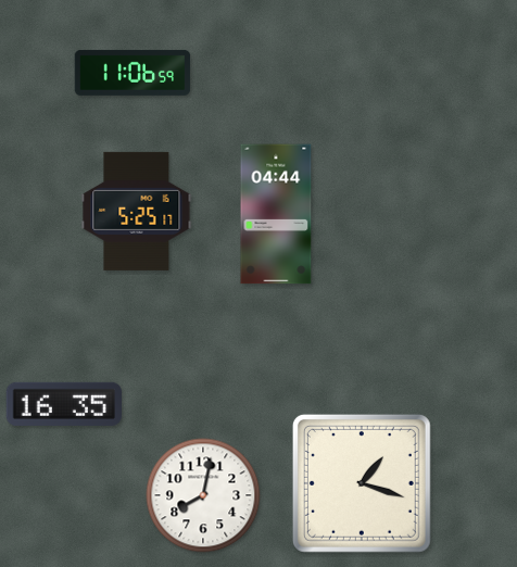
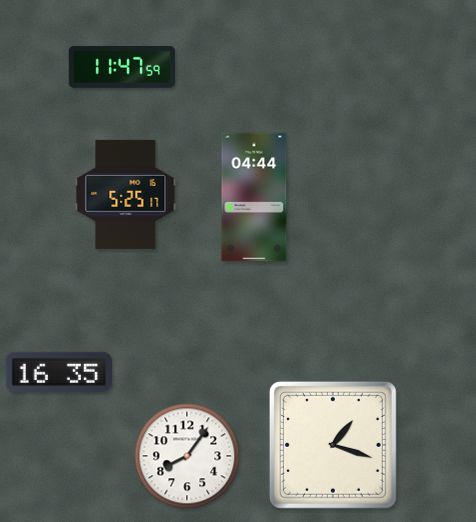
clock at (133, 73): 11:06 -> 11:47
clock at (203, 495): 8:02 -> 8:06
